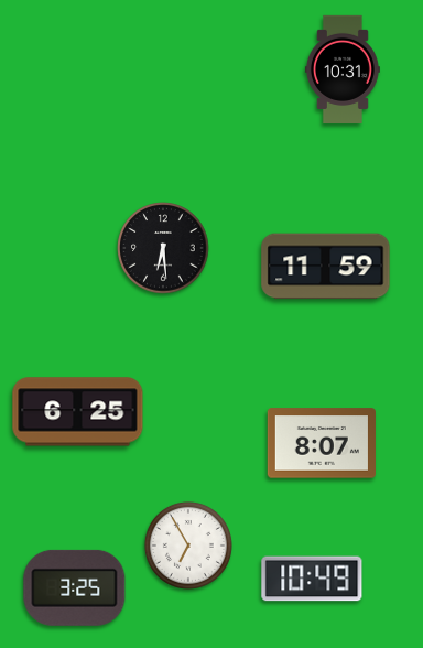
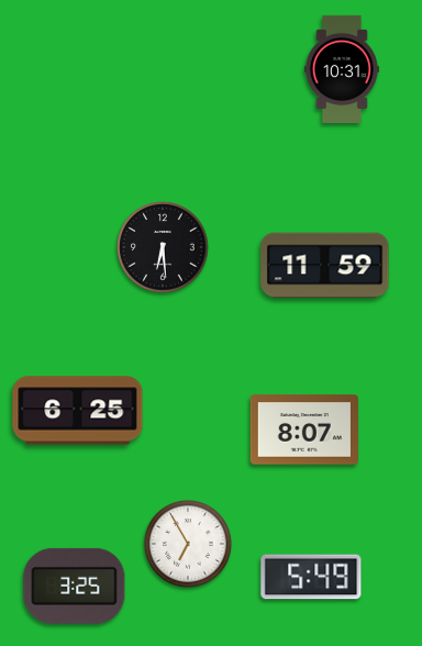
clock at (322, 443) position: (322, 443) -> (304, 430)
clock at (312, 579): 10:49 -> 5:49
